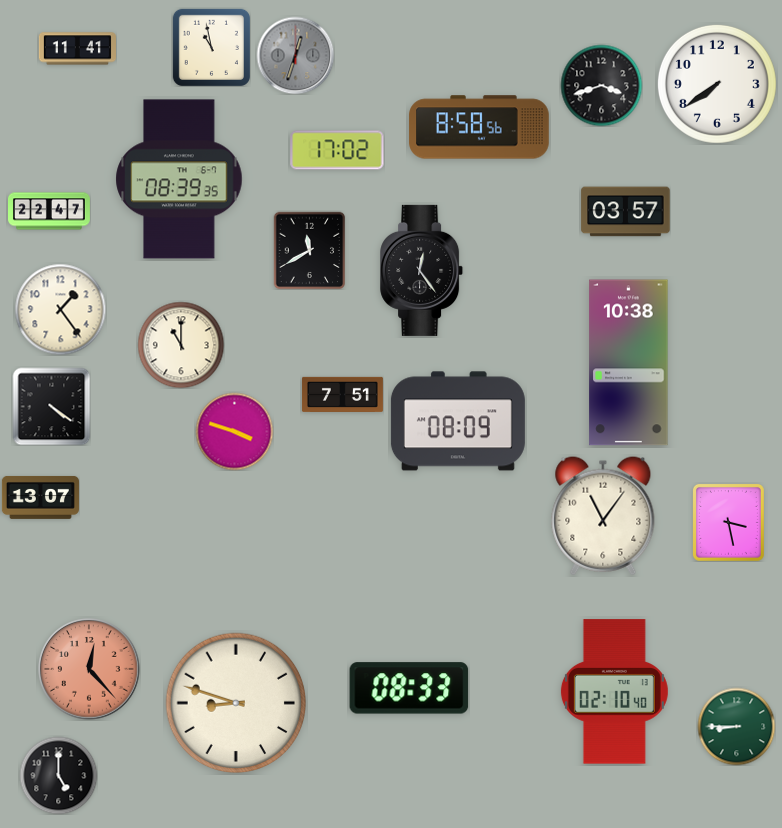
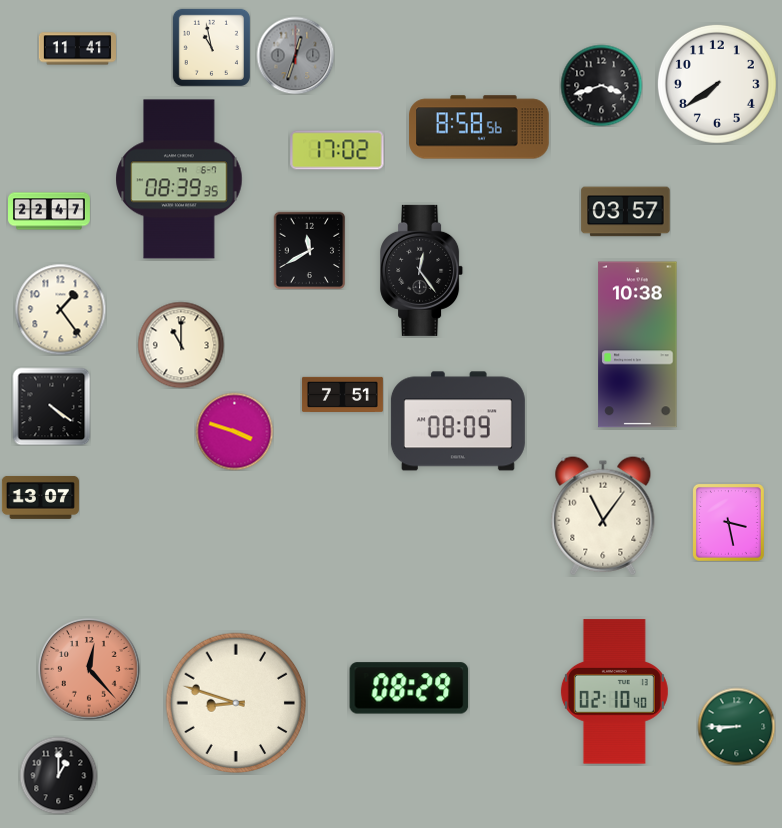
clock at (629, 363) position: (629, 363) -> (638, 345)
clock at (409, 688): 08:33 -> 08:29
clock at (58, 775): 5:00 -> 1:00
